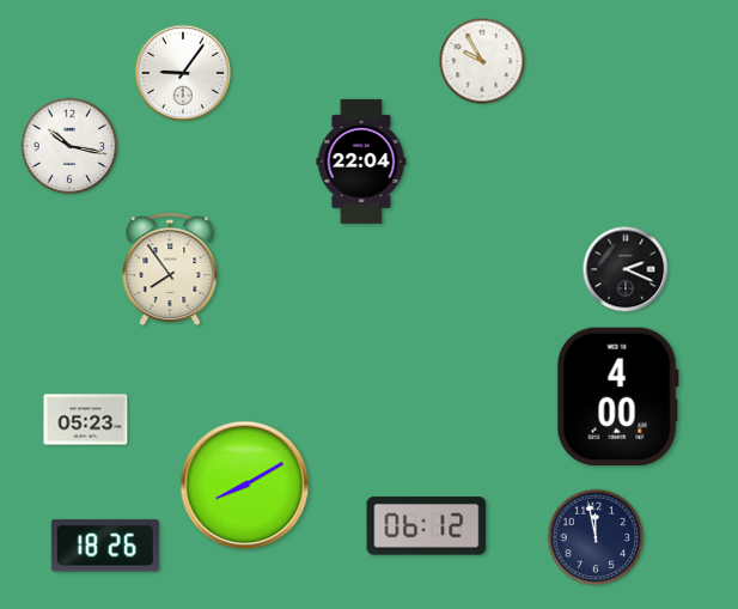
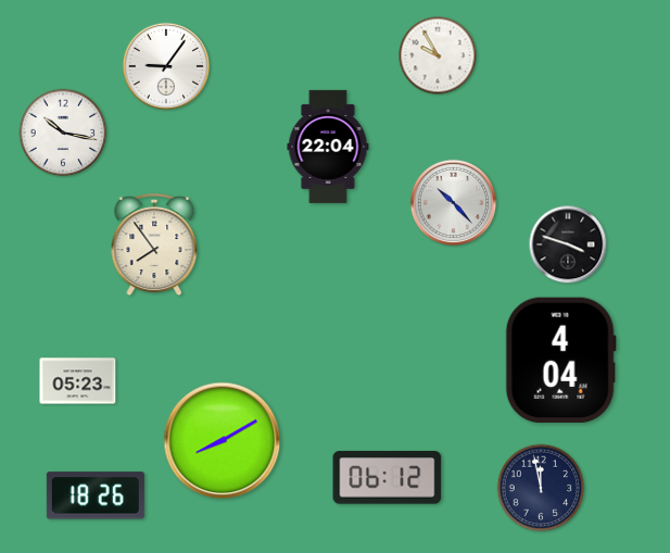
clock at (454, 203): none -> 10:23
clock at (626, 269): 2:19 -> 3:48
clock at (617, 396): 4:00 -> 4:04
